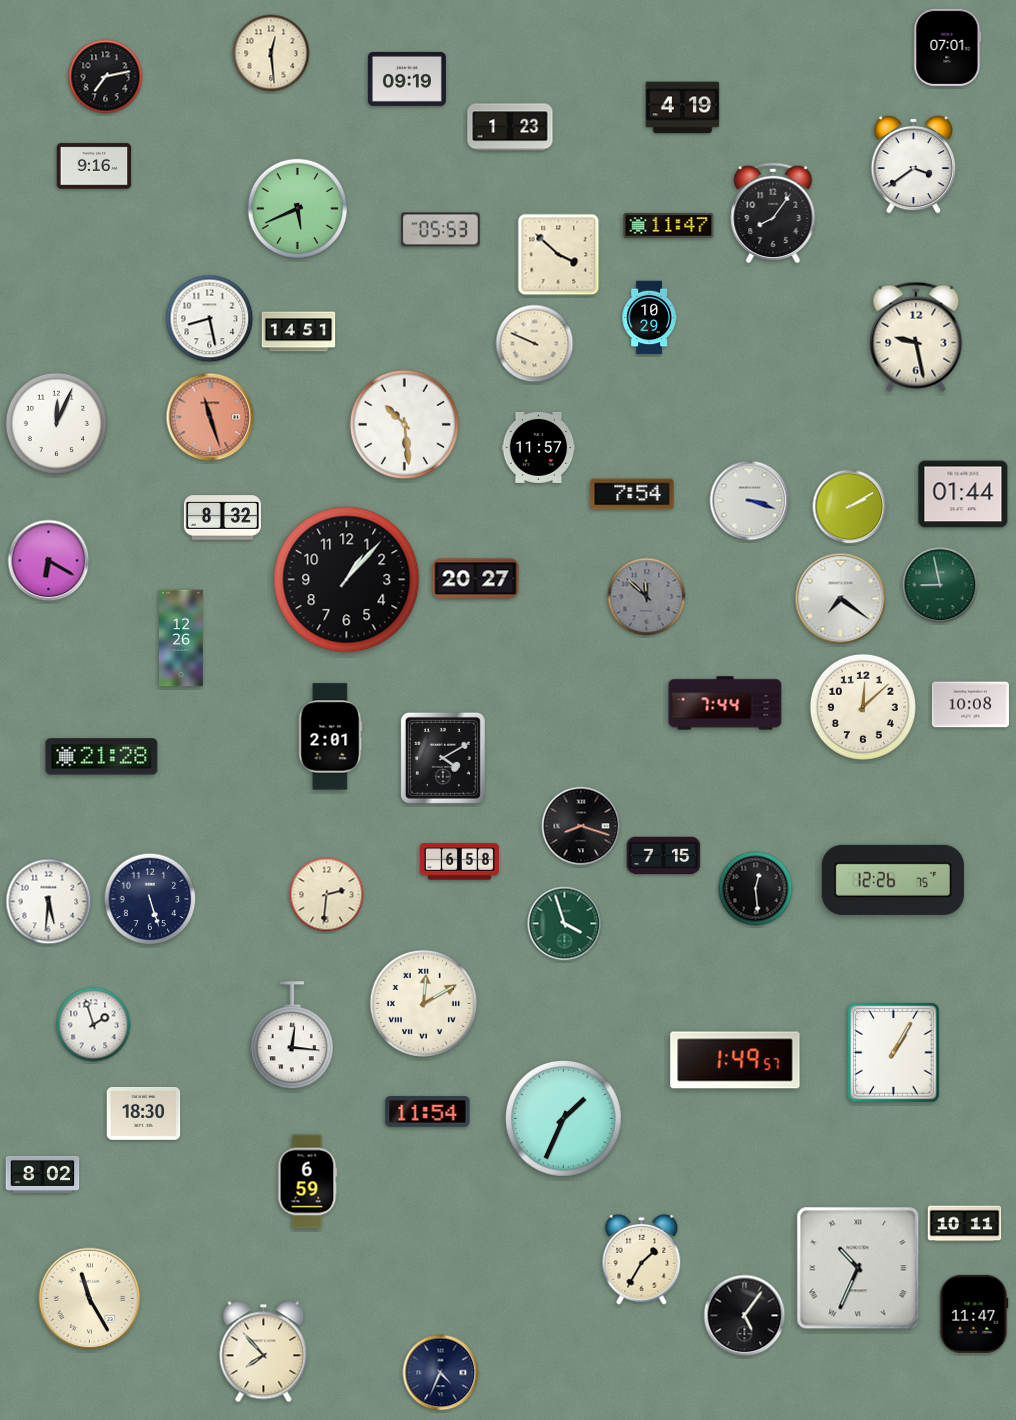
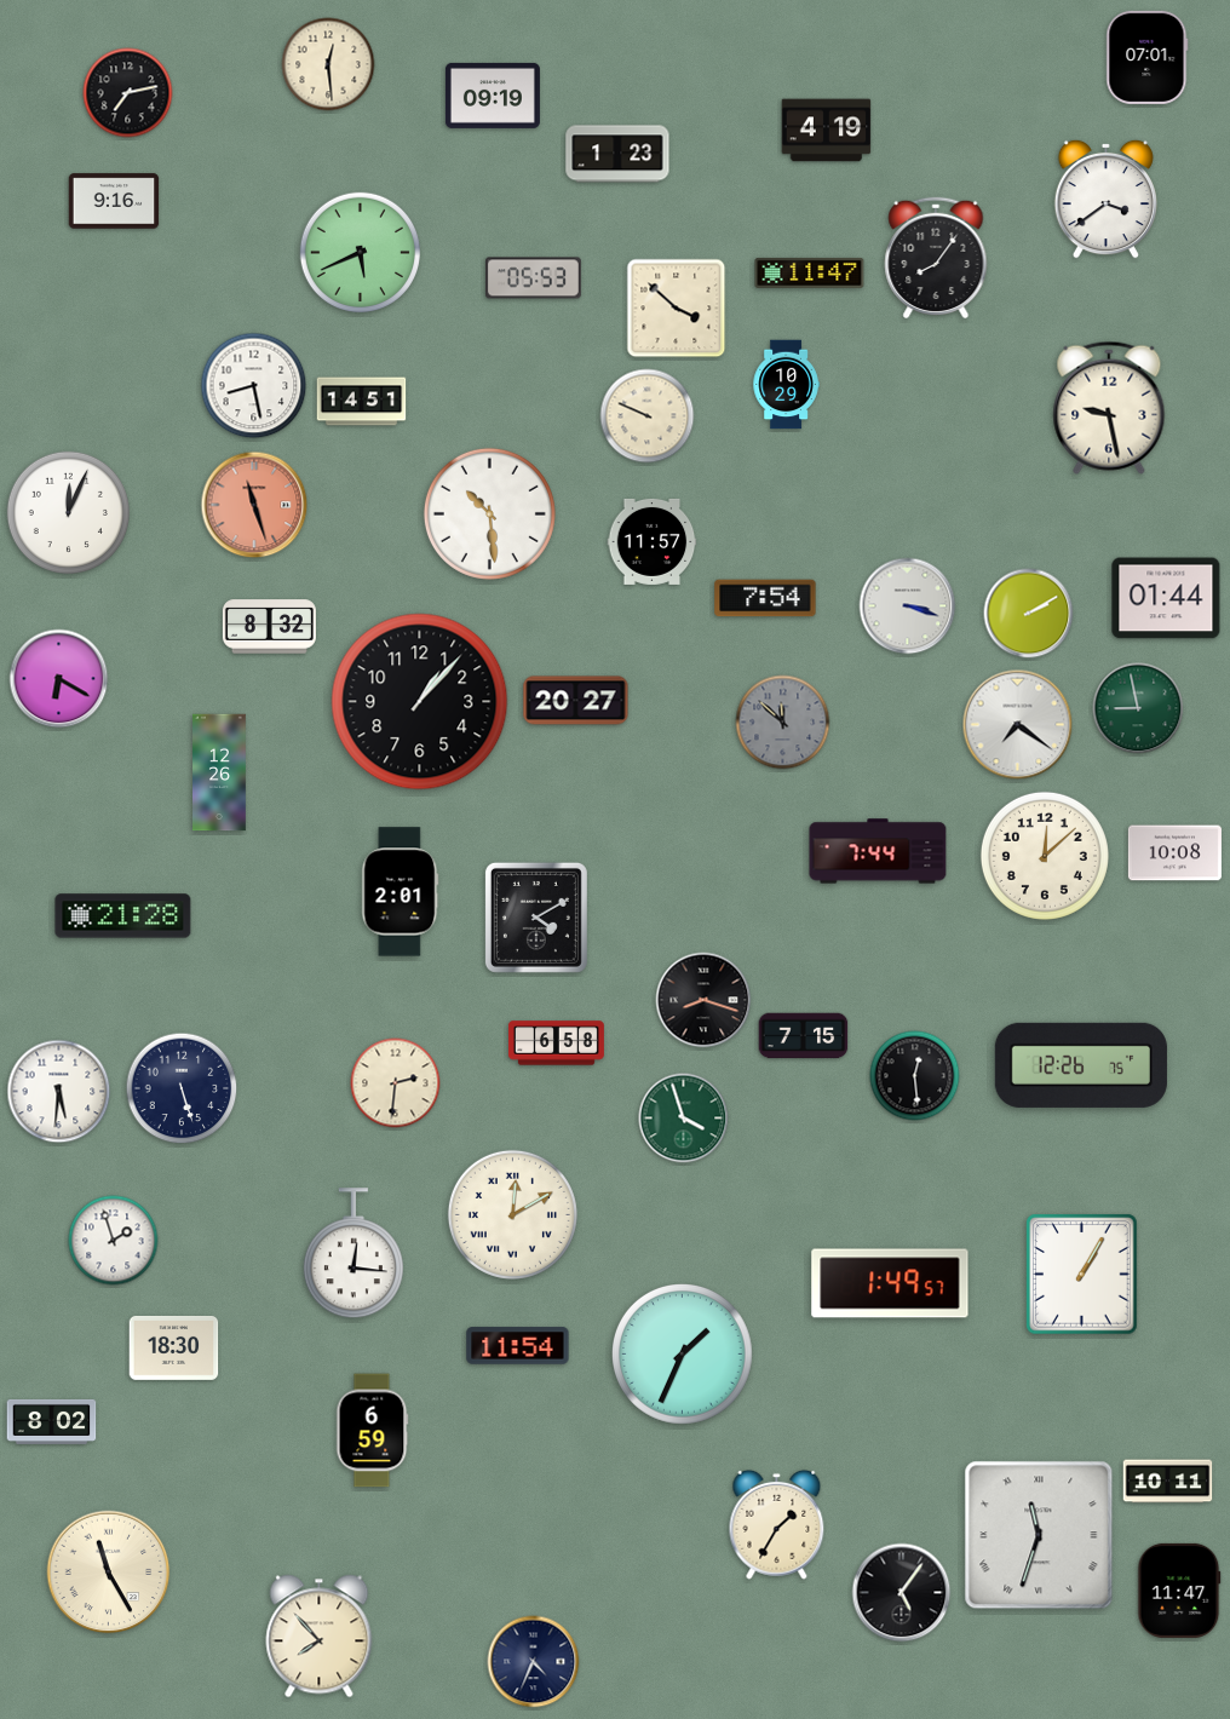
clock at (858, 1268): 10:34 -> 11:33
